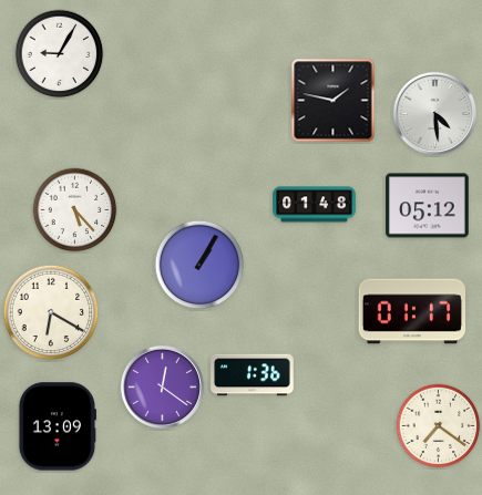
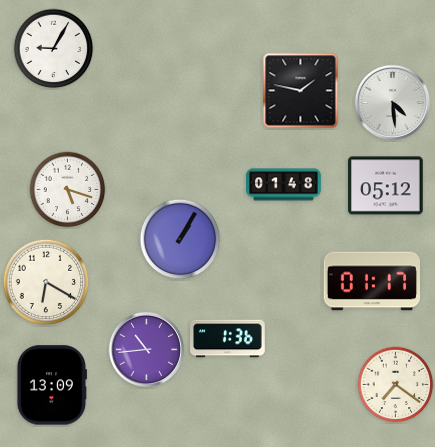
clock at (75, 210): 5:23 -> 5:18
clock at (162, 386): 12:21 -> 10:44
